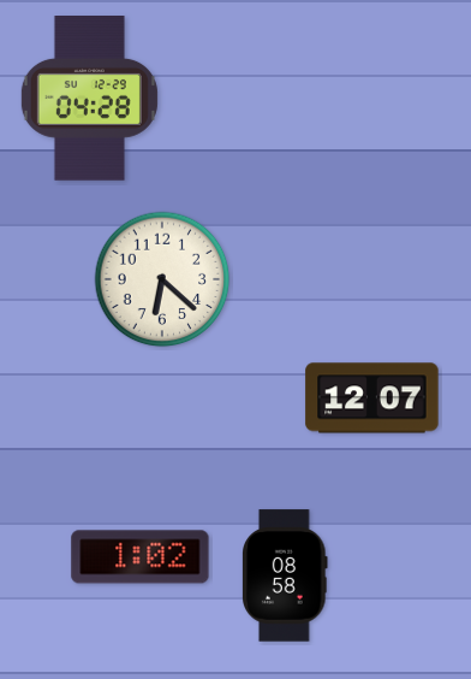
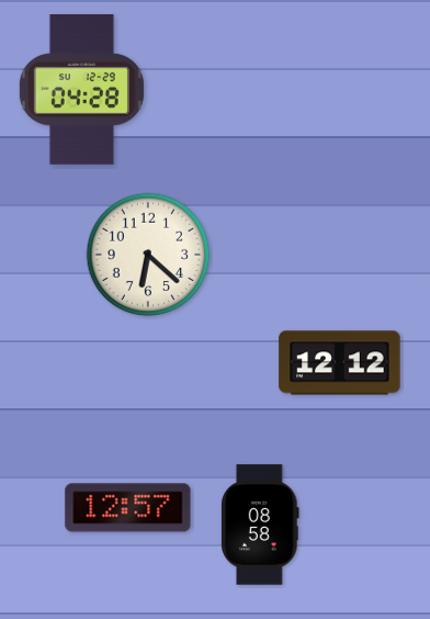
clock at (372, 398): 12:07 -> 12:12
clock at (141, 557): 1:02 -> 12:57
